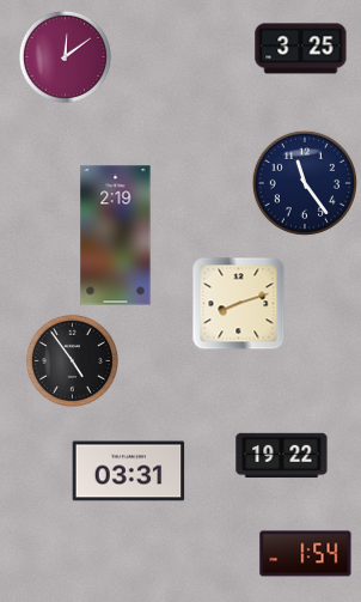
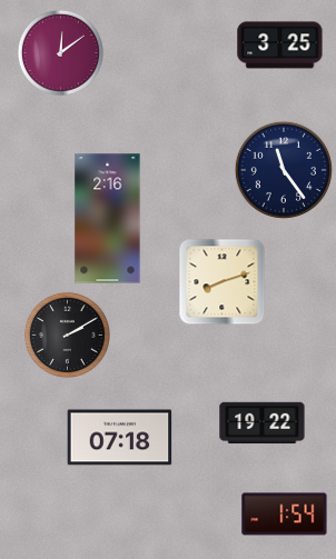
clock at (116, 236): 2:19 -> 2:16
clock at (72, 360): 4:54 -> 2:10
clock at (129, 472): 03:31 -> 07:18
